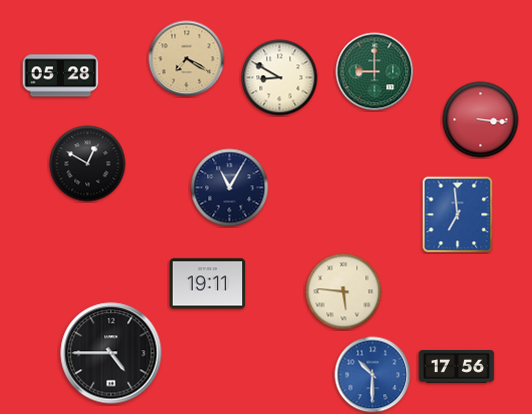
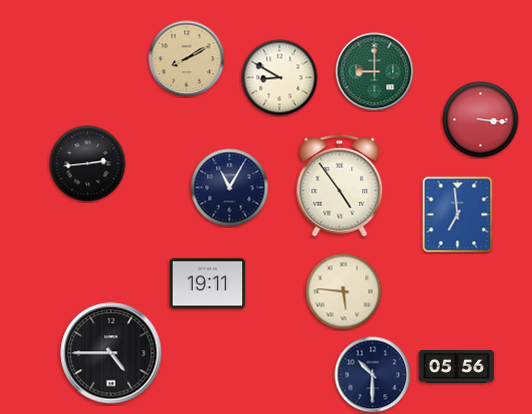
clock at (187, 59): 7:20 -> 8:10
clock at (61, 76): 05:28 -> none
clock at (88, 164): 12:50 -> 2:44
clock at (340, 186): none -> 4:54
clock at (457, 367): 17:56 -> 05:56
clock at (373, 375) dial: blue -> navy
